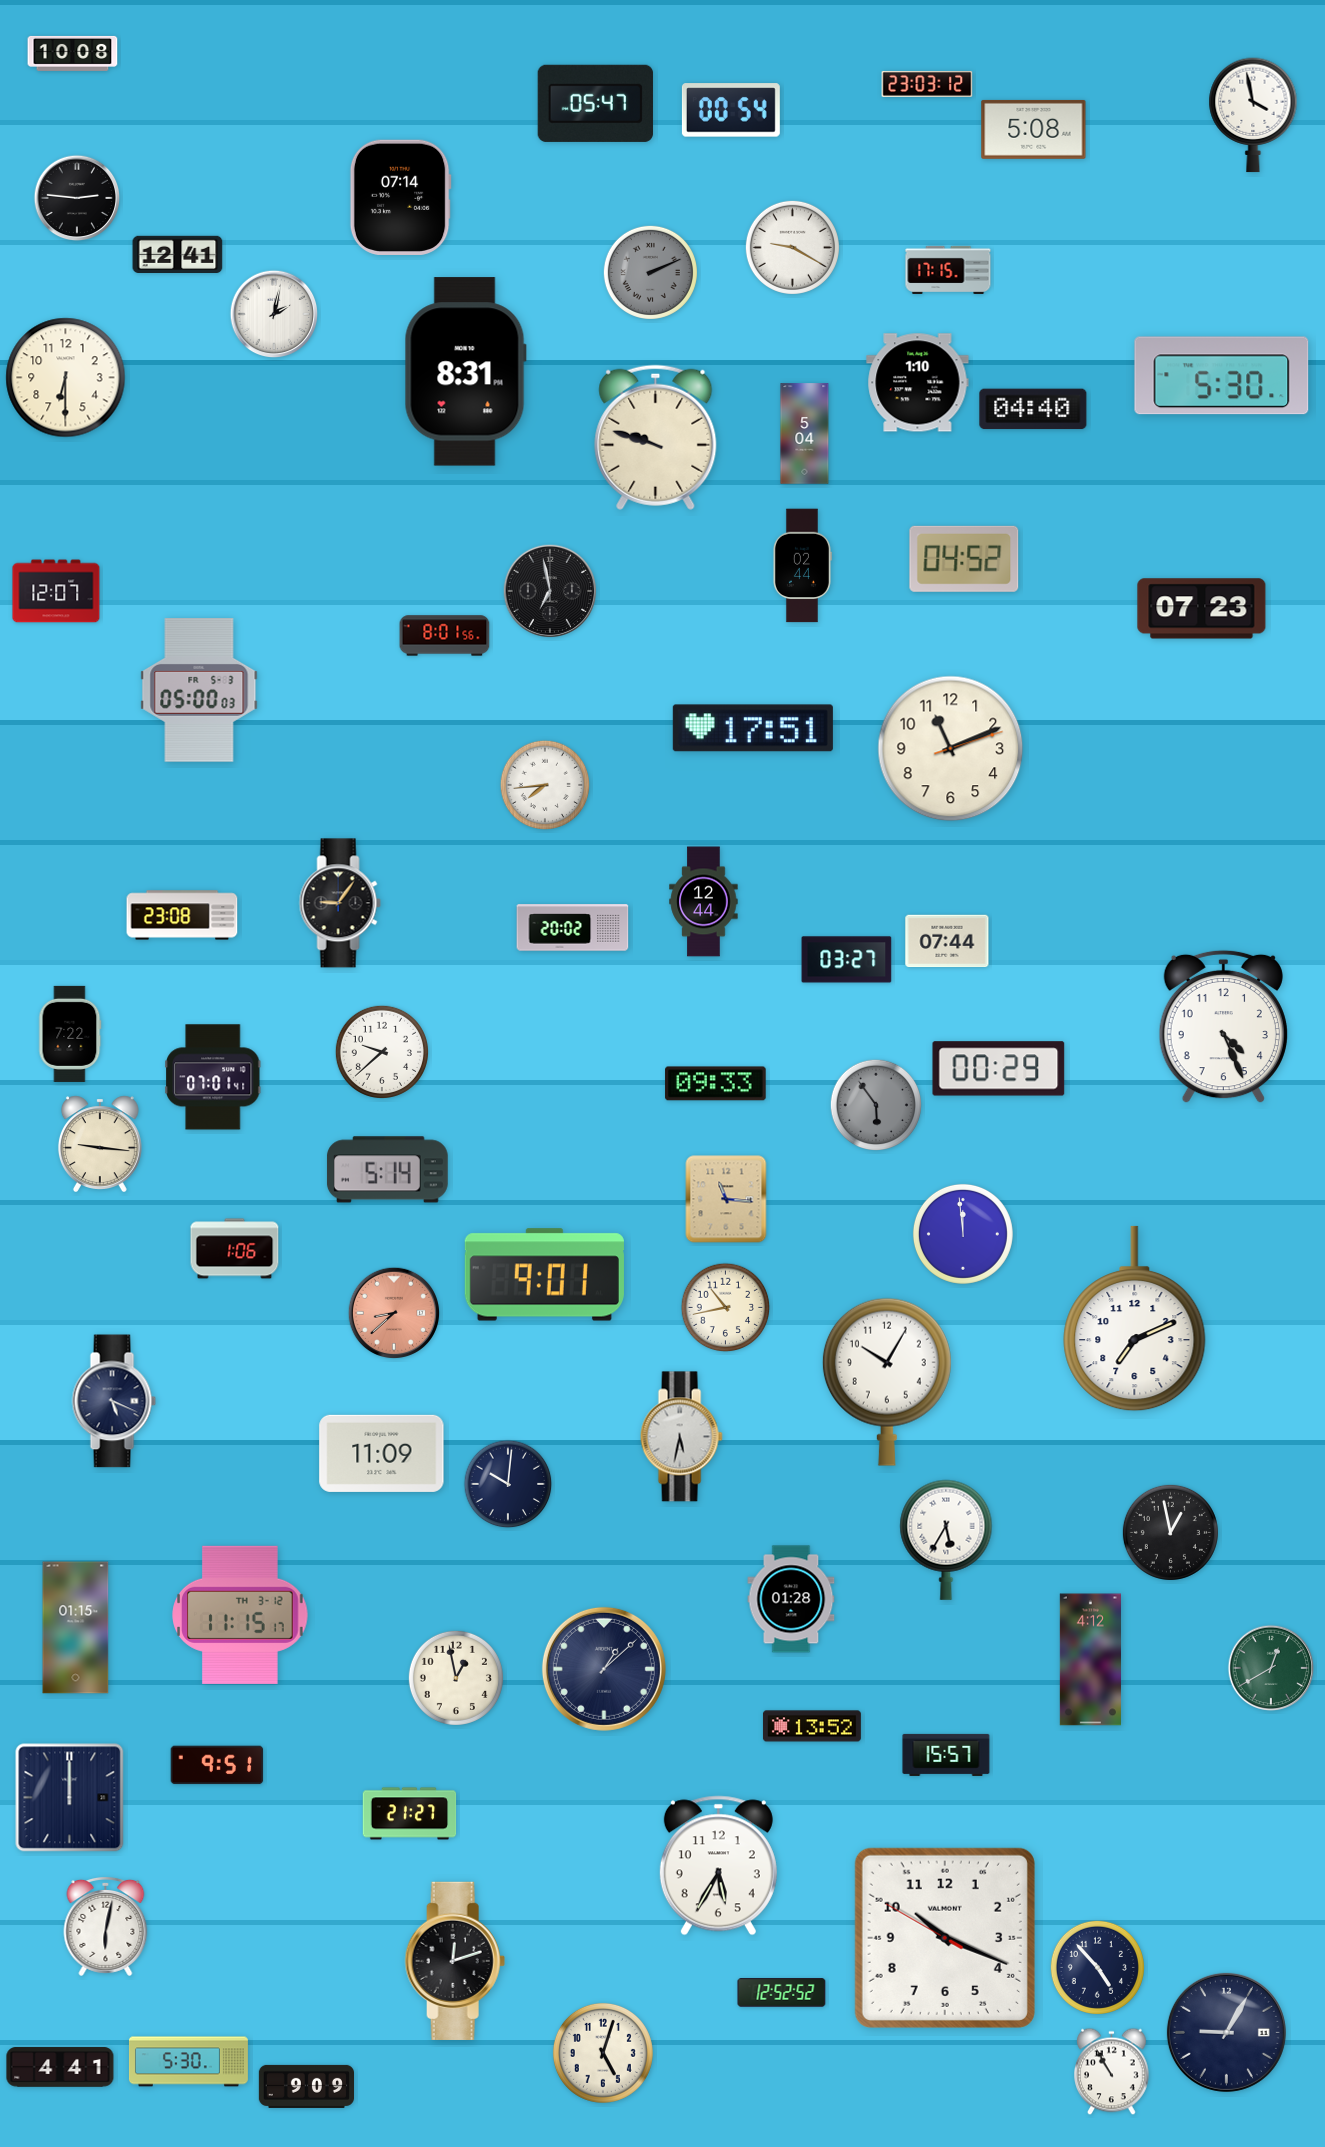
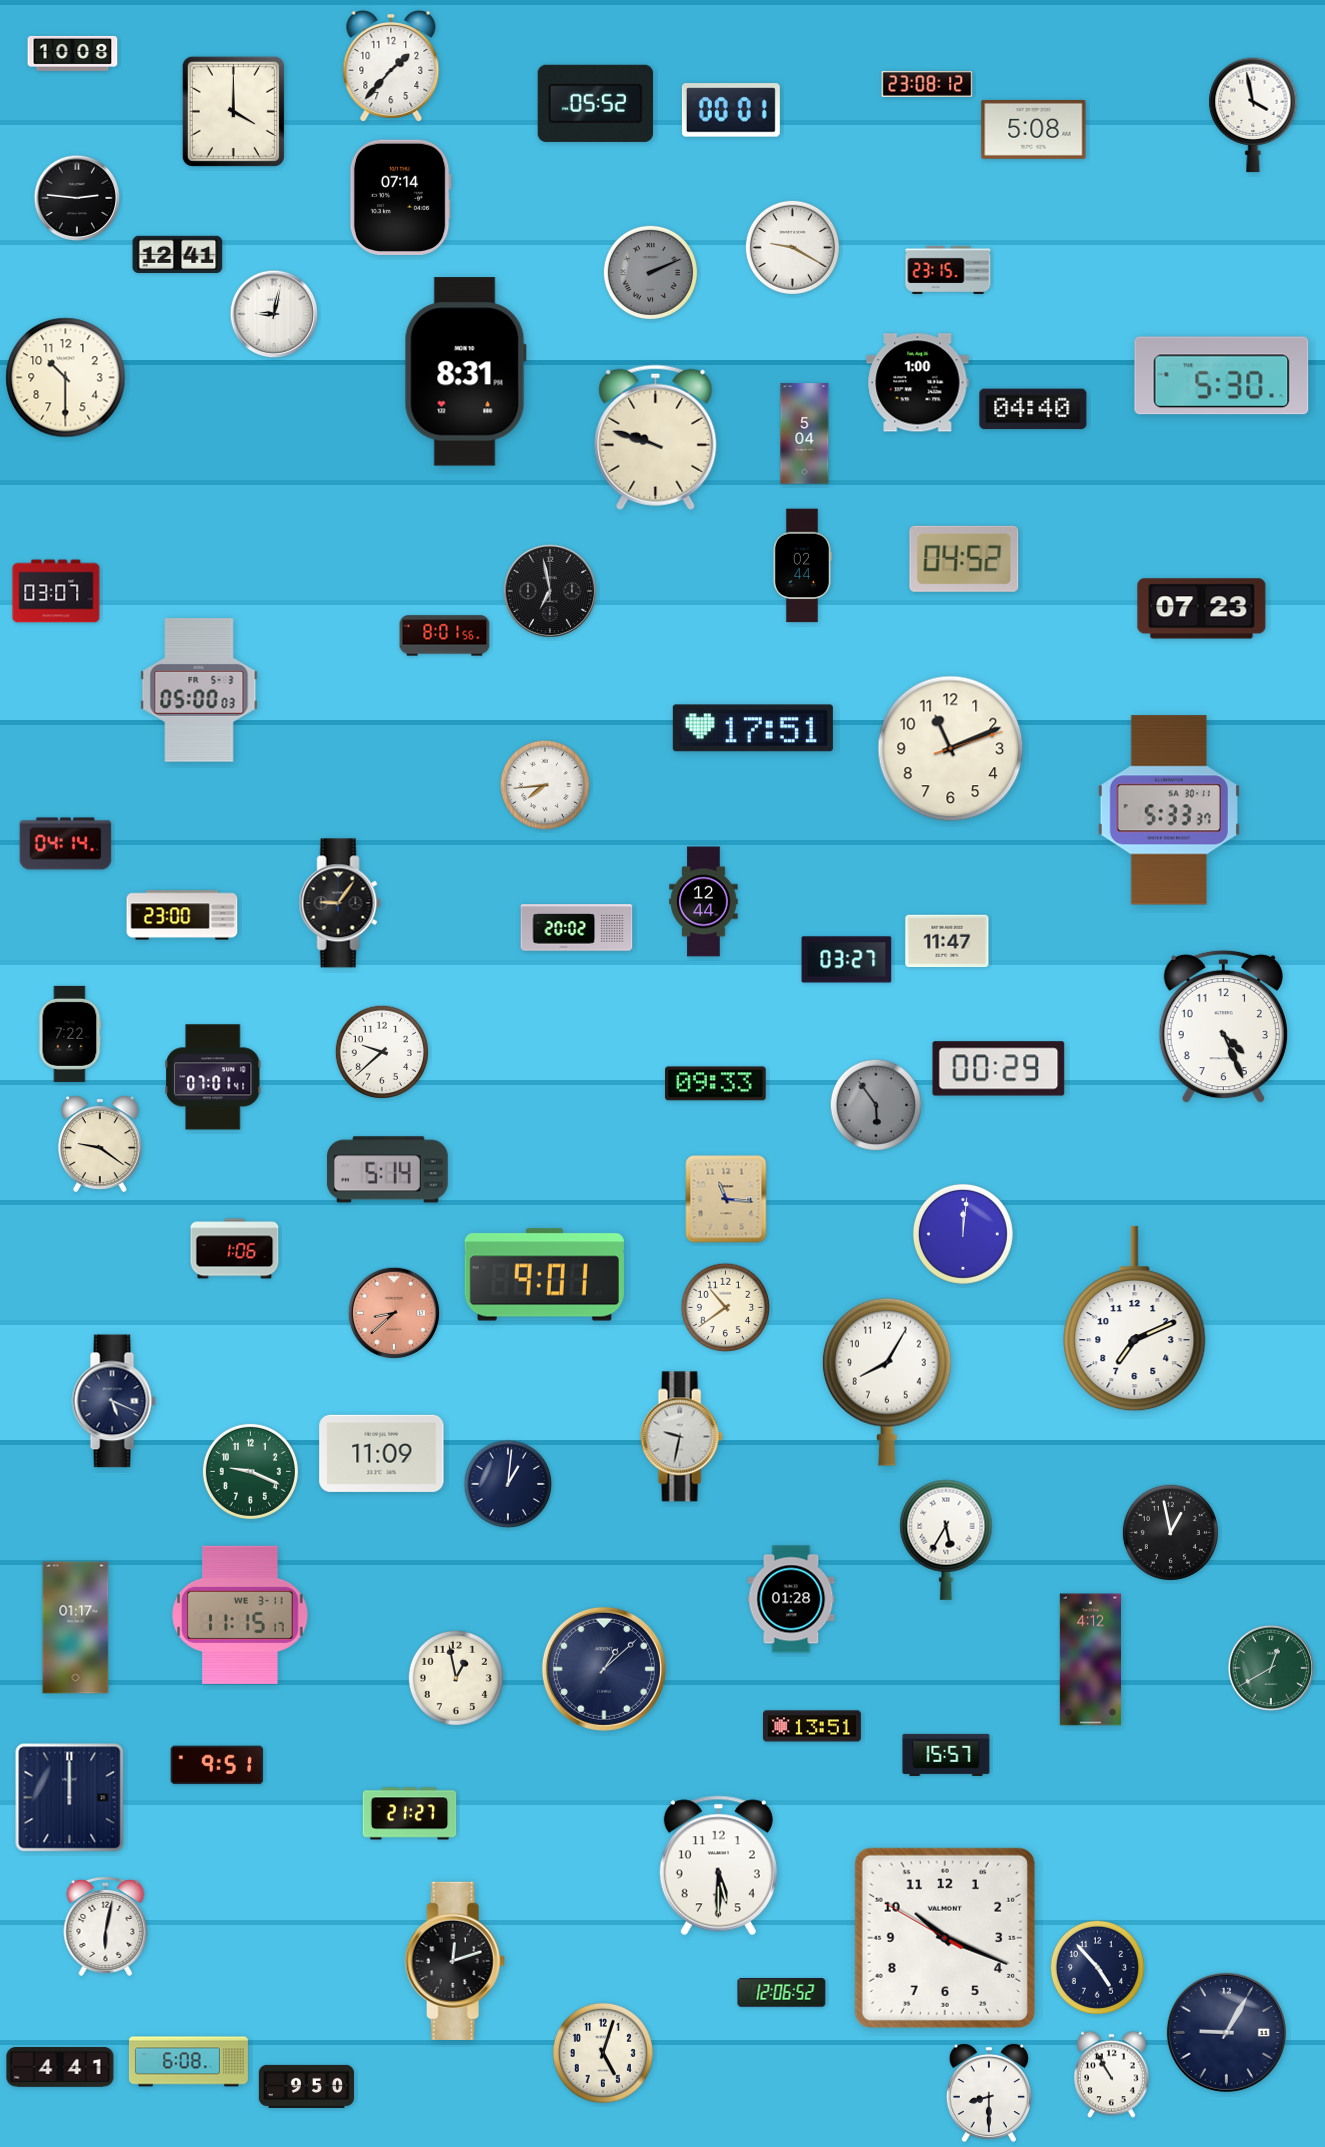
clock at (391, 67): none -> 1:37
clock at (927, 84): 23:03 -> 23:08
clock at (595, 103): 05:47 -> 05:52
clock at (731, 110): 00:54 -> 00:01
clock at (233, 111): none -> 4:00
clock at (948, 270): 17:15 -> 23:15
clock at (274, 314): 2:02 -> 9:02
clock at (66, 378): 6:30 -> 10:30
clock at (918, 383): 1:10 -> 1:00
clock at (56, 591): 12:07 -> 03:07
clock at (1169, 810): none -> 5:33
clock at (66, 844): none -> 04:14
clock at (182, 915): 23:08 -> 23:00
clock at (573, 928) position: (573, 928) -> (577, 928)
clock at (947, 941): 07:44 -> 11:47
clock at (100, 1144): 9:16 -> 9:21
clock at (963, 1234): 11:59 -> 12:01
clock at (726, 1308): 10:43 -> 10:39
clock at (887, 1382): 10:05 -> 8:05
clock at (681, 1437): 5:32 -> 9:32
clock at (250, 1471): none -> 9:19
clock at (508, 1484): 10:01 -> 1:01
clock at (240, 1615) date: TH 3-12 -> WE 3-11
clock at (76, 1628): 01:15 -> 01:17
clock at (812, 1726): 13:52 -> 13:51
clock at (718, 1866): 5:35 -> 5:30
clock at (782, 1993): 12:52 -> 12:06
clock at (188, 2062): 5:30 -> 6:08
clock at (1112, 2072) position: (1112, 2072) -> (1112, 2075)
clock at (306, 2086): 9:09 -> 9:50
clock at (989, 2093): none -> 8:30
